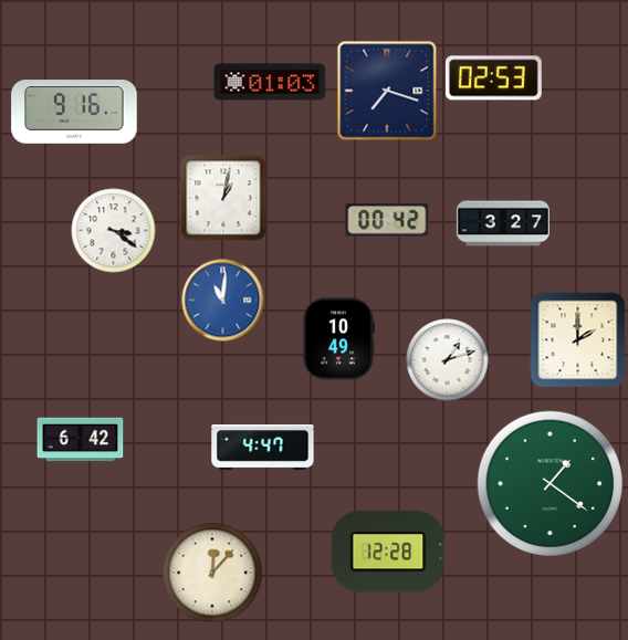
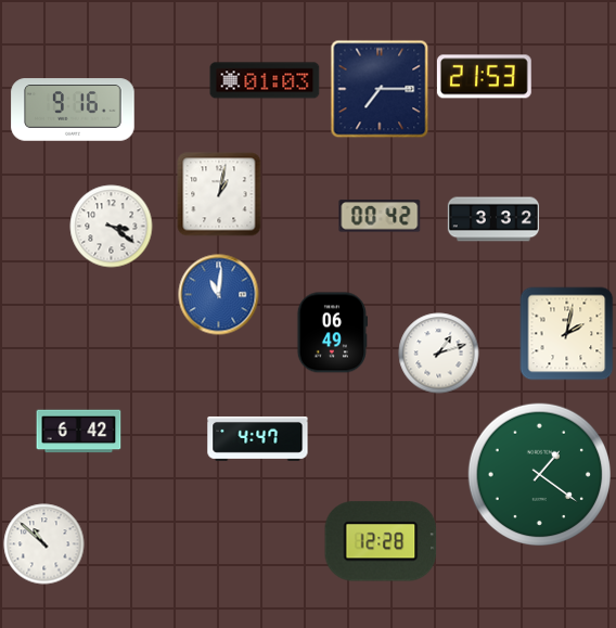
clock at (493, 78): 02:53 -> 21:53
clock at (387, 91): 7:18 -> 7:15
clock at (503, 223): 3:27 -> 3:32
clock at (338, 339): 10:49 -> 06:49
clock at (578, 340): 2:00 -> 2:02
clock at (44, 544): none -> 10:52
clock at (212, 573): 12:07 -> none
